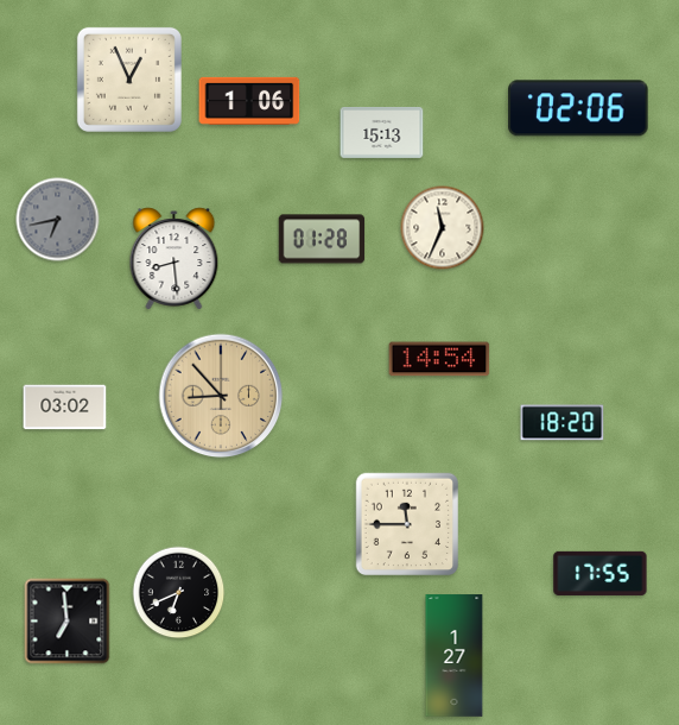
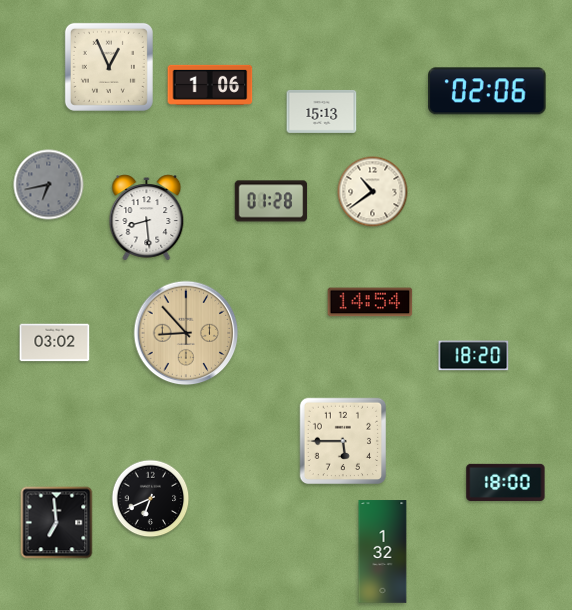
clock at (443, 228): 11:34 -> 10:39
clock at (407, 524): 11:45 -> 5:45
clock at (601, 573): 17:55 -> 18:00
clock at (455, 656): 1:27 -> 1:32
